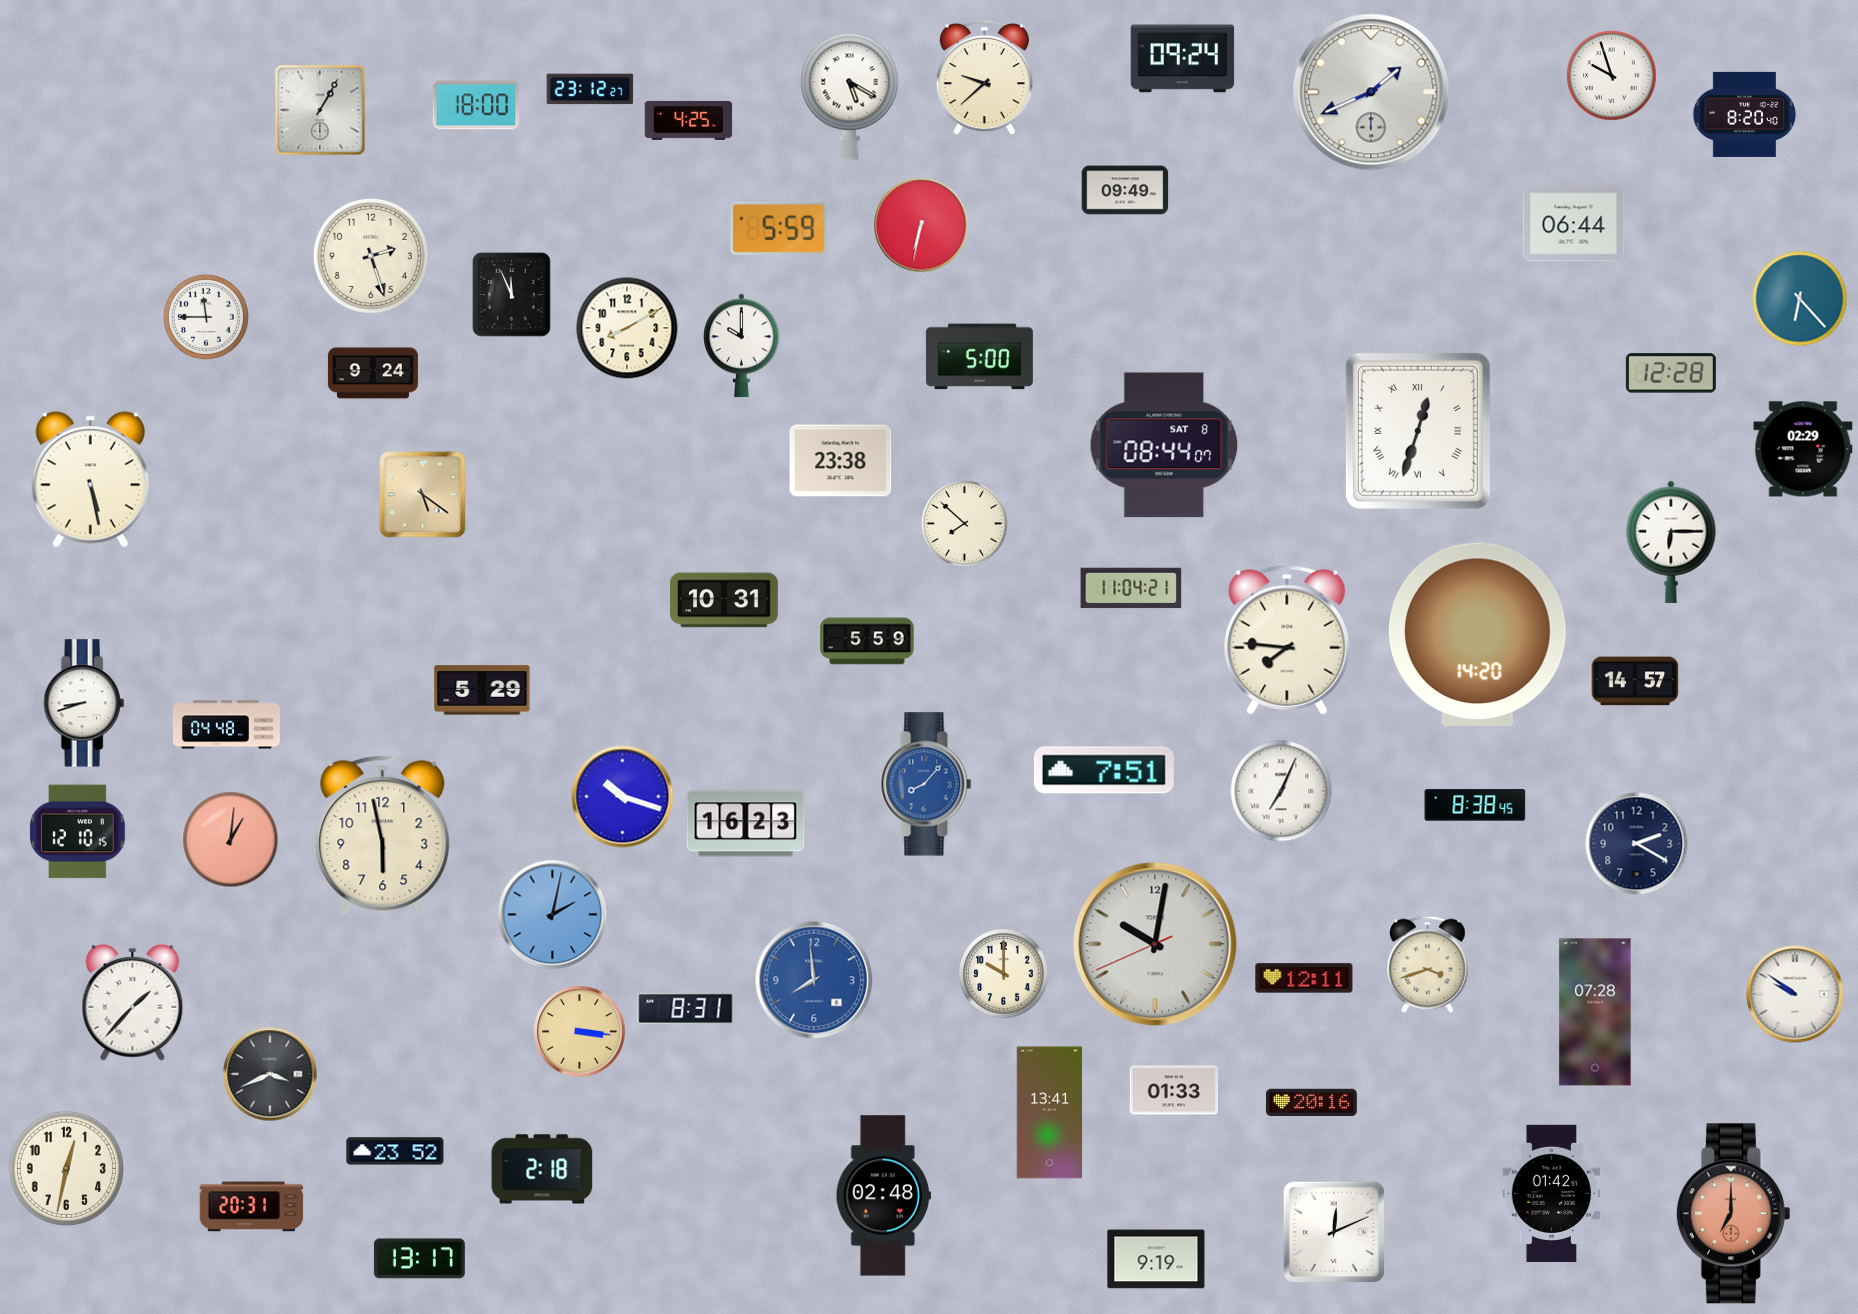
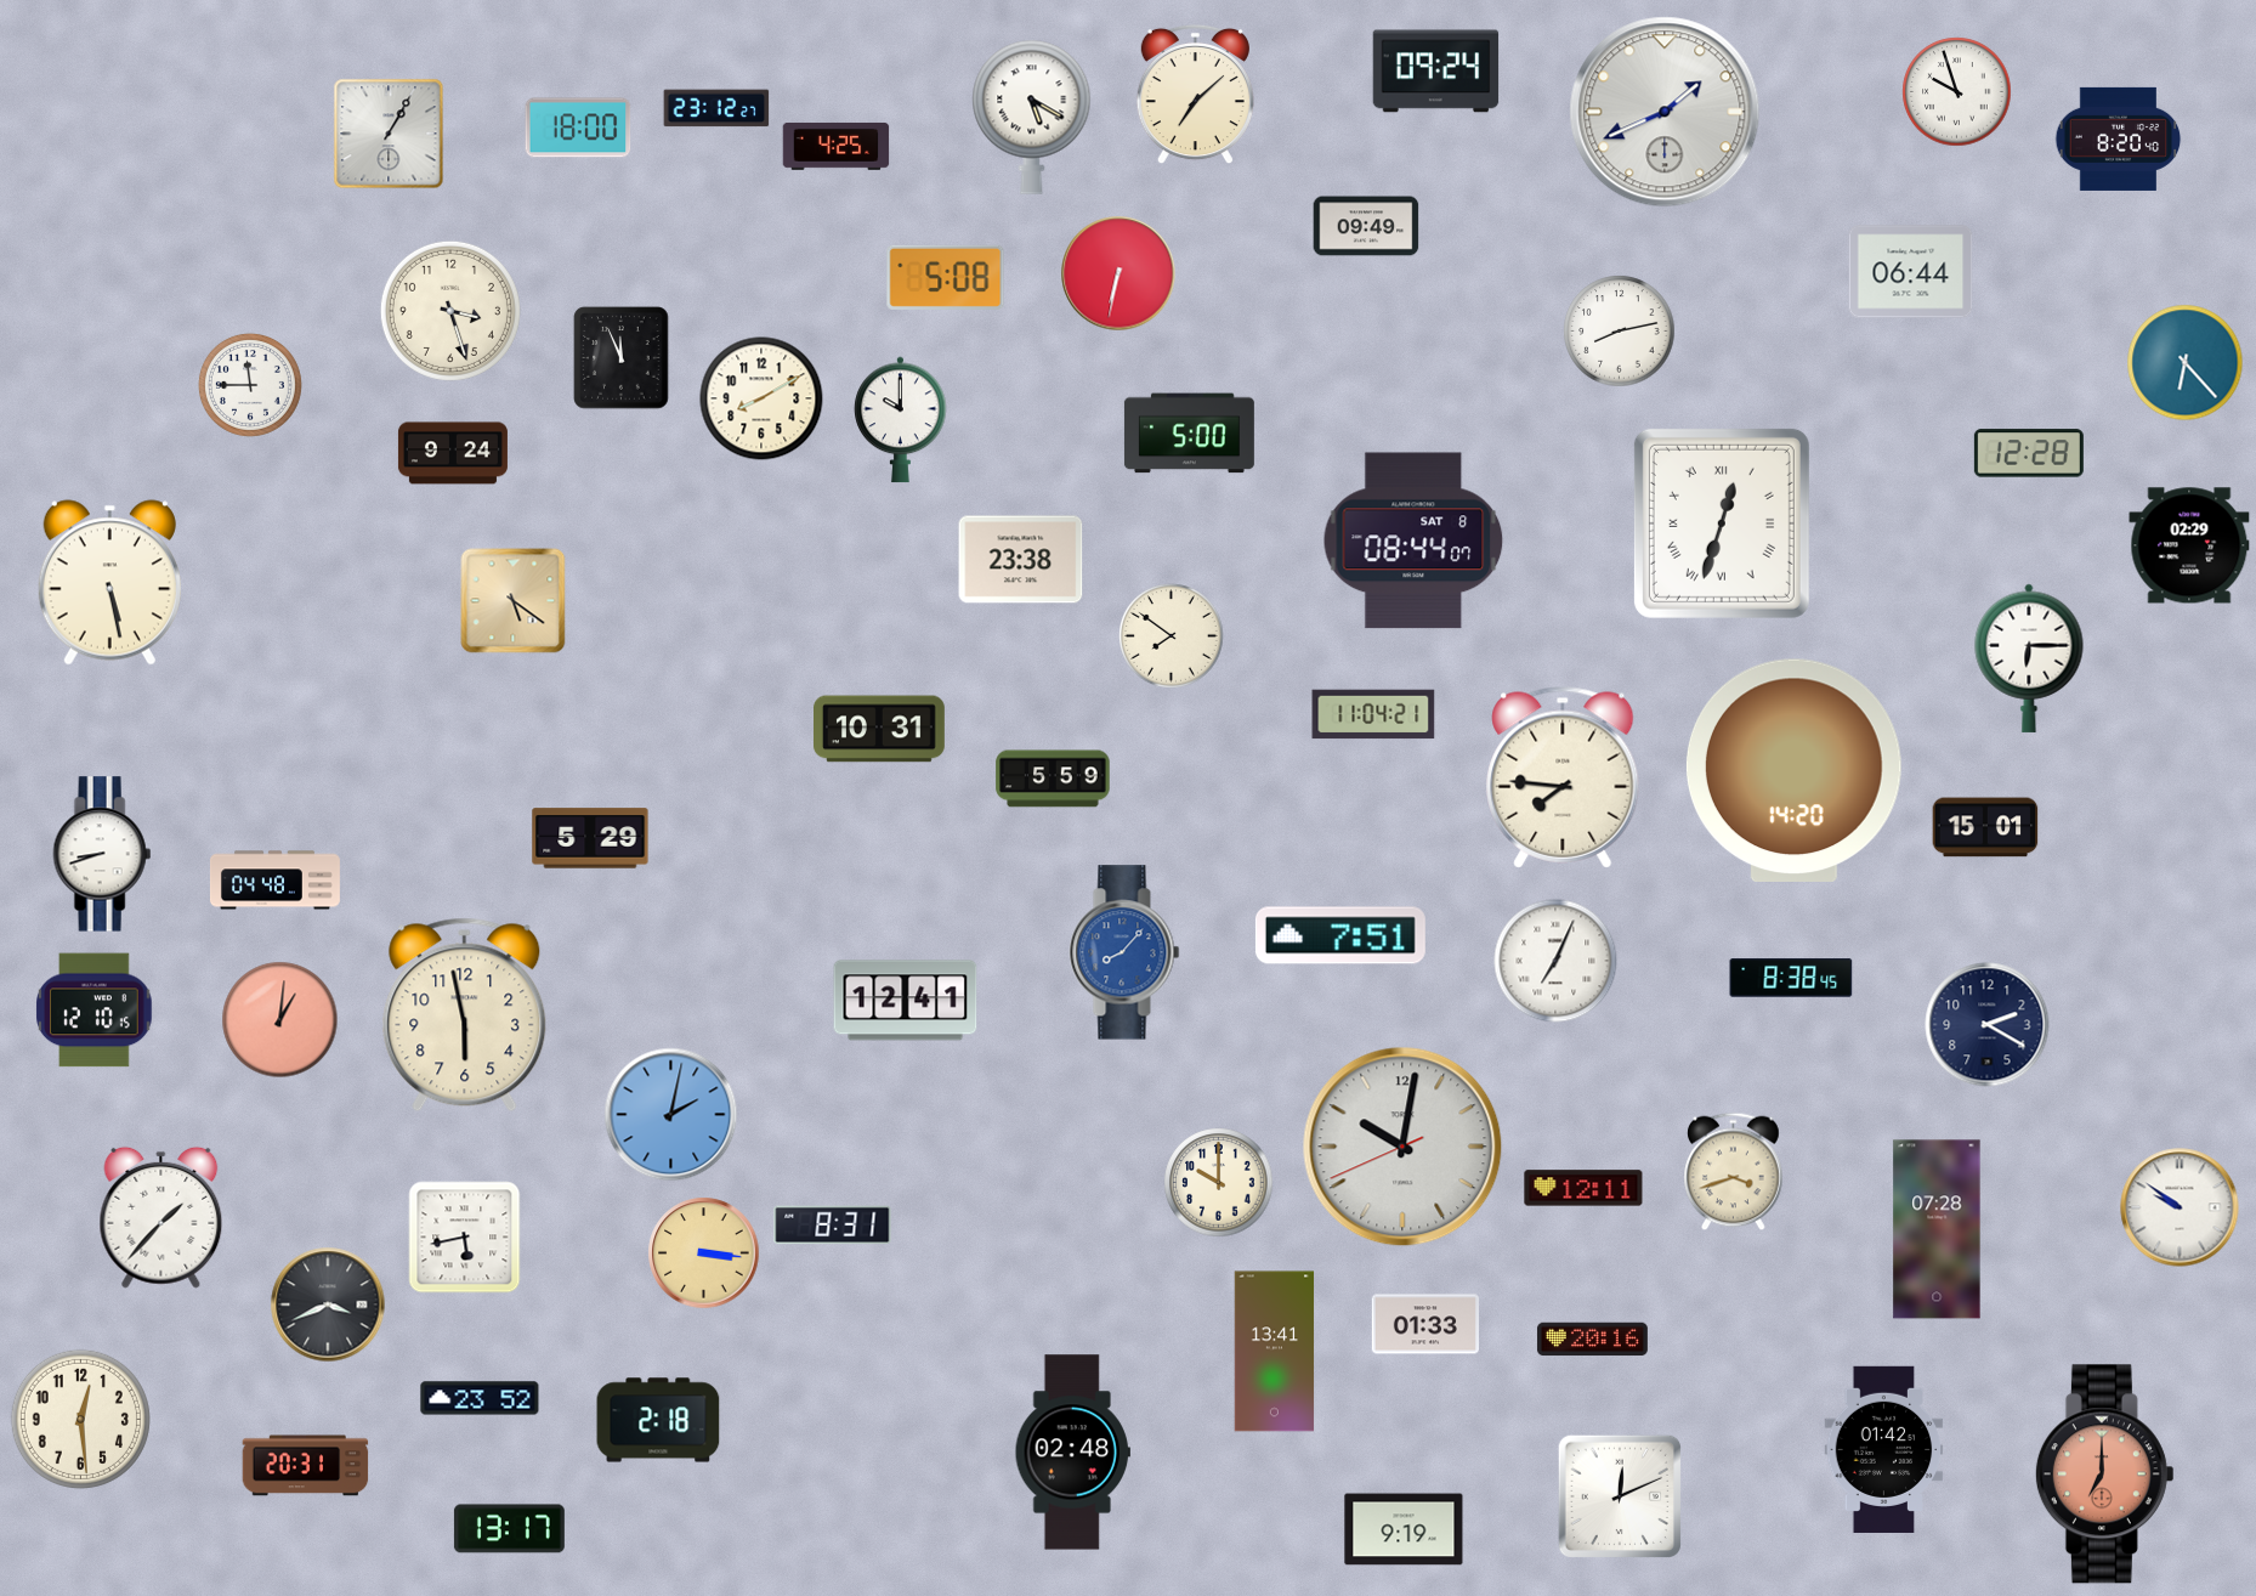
clock at (984, 78): 9:38 -> 7:08
clock at (1125, 190) position: (1125, 190) -> (1366, 226)
clock at (779, 228): 5:59 -> 5:08
clock at (371, 256): 2:27 -> 3:27
clock at (1620, 332): none -> 8:13
clock at (965, 524): 7:52 -> 7:51
clock at (1635, 681): 14:57 -> 15:01
clock at (482, 690) position: (482, 690) -> (590, 838)
clock at (623, 797): 10:18 -> none
clock at (746, 824): 16:23 -> 12:41
clock at (553, 915) position: (553, 915) -> (671, 1115)
clock at (814, 980): 7:59 -> none
clock at (465, 1238): none -> 5:43
clock at (66, 1168): 12:32 -> 12:29
